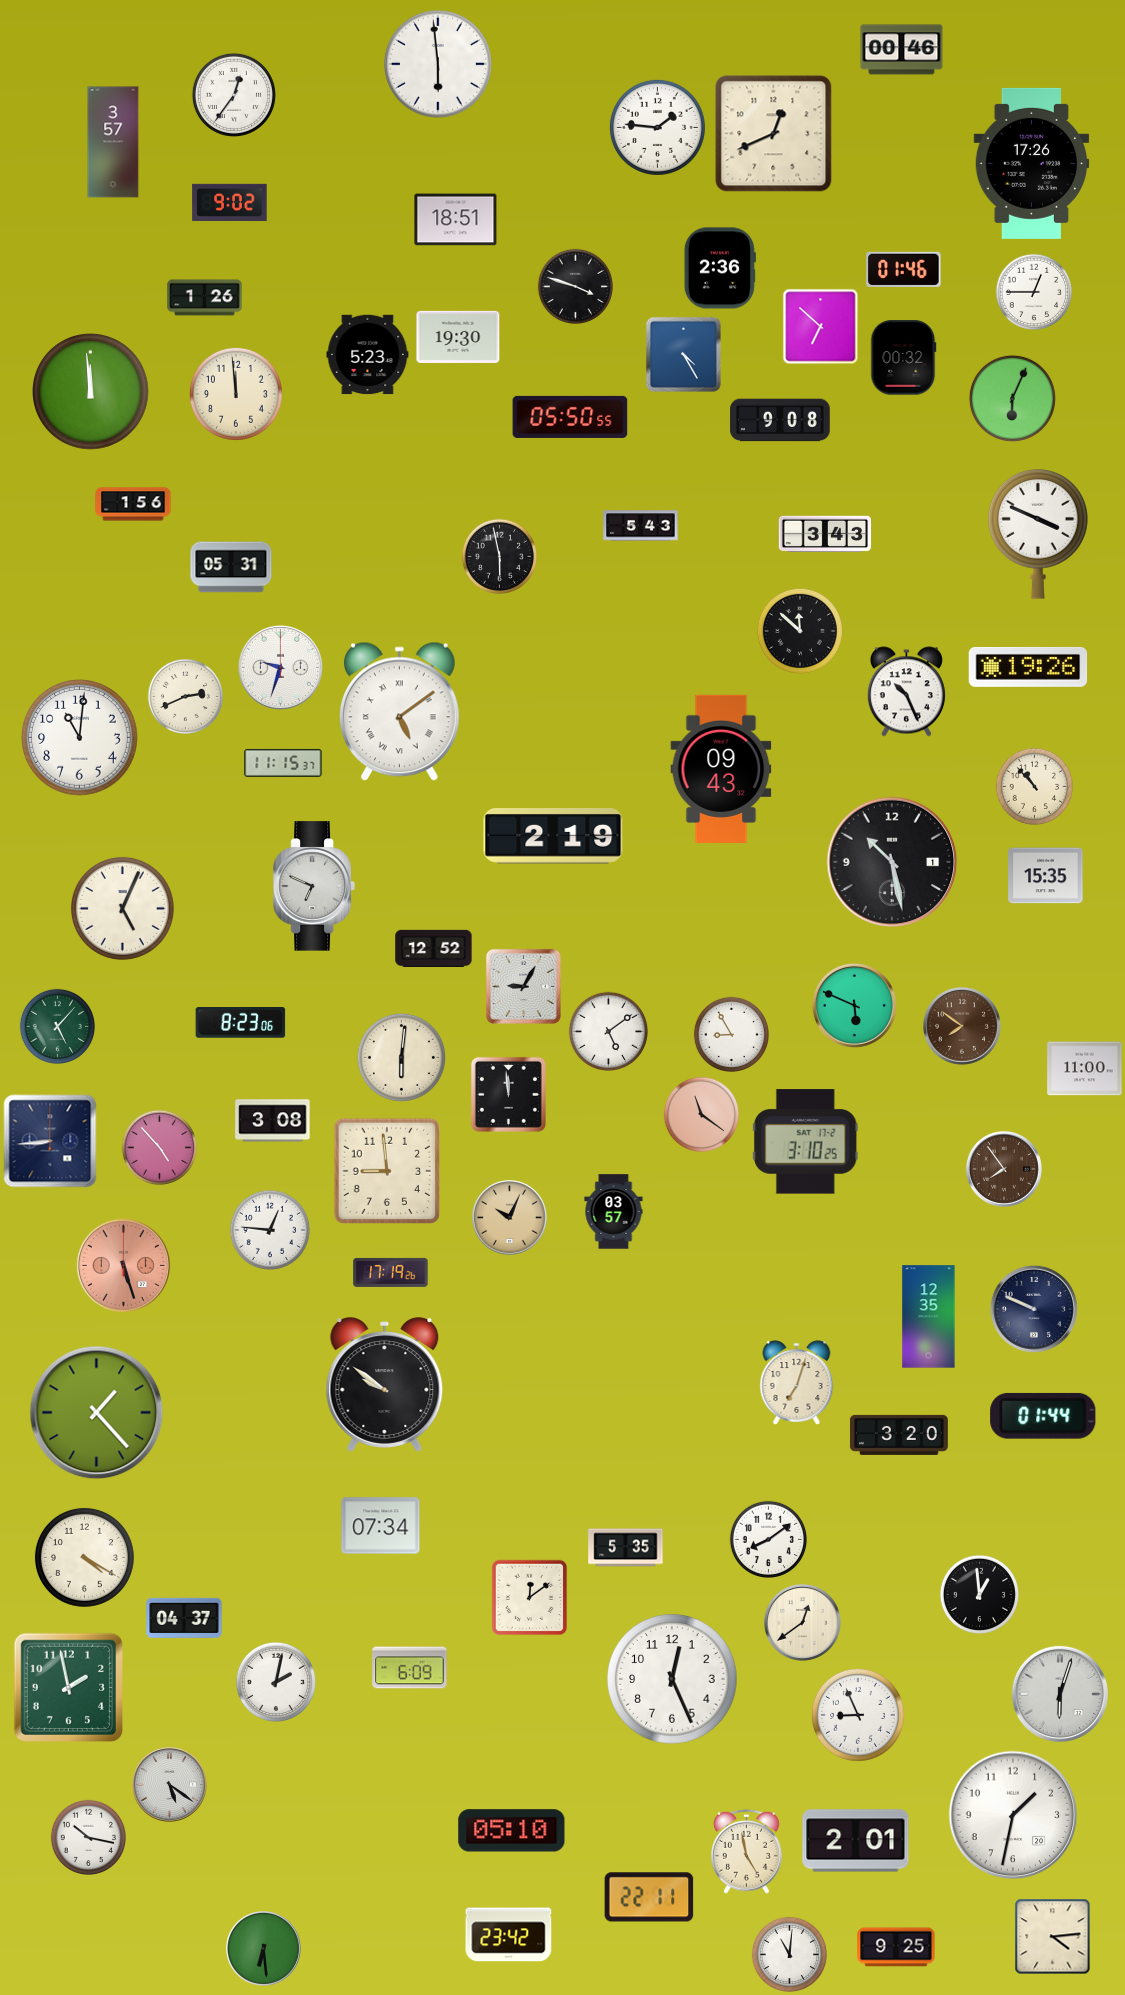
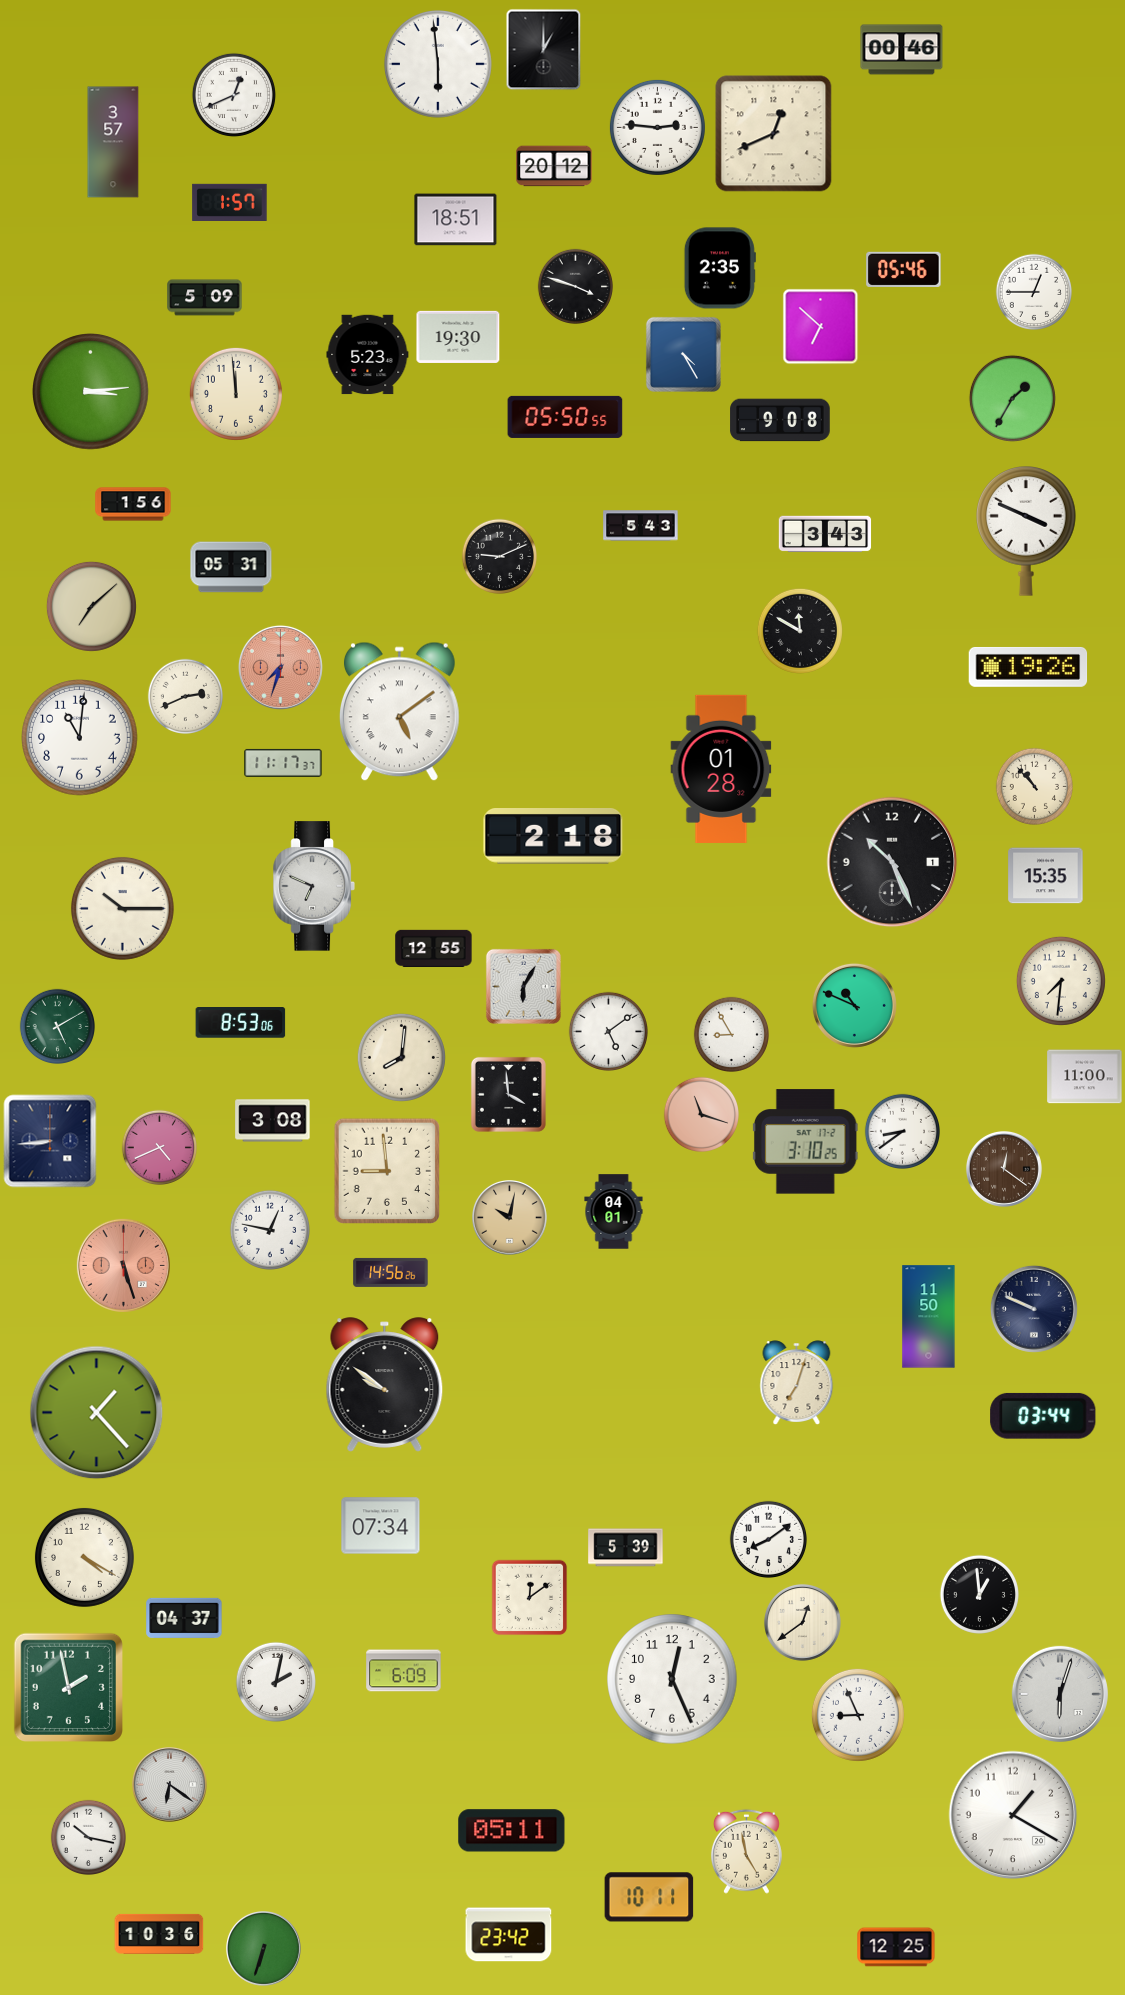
clock at (544, 50): none -> 1:00
clock at (234, 95): 12:36 -> 12:41
clock at (657, 127): 1:46 -> 2:46
clock at (1032, 163): 17:26 -> none
clock at (554, 166): none -> 20:12
clock at (230, 202): 9:02 -> 1:57
clock at (720, 268): 2:36 -> 2:35
clock at (904, 269): 01:46 -> 05:46
clock at (205, 298): 1:26 -> 5:09
clock at (904, 358): 00:32 -> none
clock at (91, 392): 11:59 -> 3:14
clock at (1012, 398): 6:04 -> 1:35
clock at (570, 417) position: (570, 417) -> (565, 417)
clock at (1038, 534) position: (1038, 534) -> (1026, 531)
clock at (499, 556): 5:58 -> 9:11
clock at (91, 606): none -> 7:08
clock at (800, 631): 11:52 -> 11:50
clock at (280, 667): 9:33 -> 7:33
clock at (280, 667) dial: white -> salmon
clock at (906, 692): 10:26 -> none
clock at (283, 763): 11:15 -> 11:17
clock at (721, 769): 09:43 -> 01:28
clock at (553, 837): 2:19 -> 2:18
clock at (892, 862): 10:28 -> 10:26
clock at (122, 908): 5:04 -> 10:15
clock at (434, 948): 12:52 -> 12:55
clock at (1061, 981): none -> 7:31
clock at (523, 986): 9:05 -> 6:05
clock at (854, 1005): 5:49 -> 10:49
clock at (241, 1023): 8:23 -> 8:53
clock at (57, 1026): 5:07 -> 5:10
clock at (962, 1026): 7:51 -> none
clock at (401, 1057): 6:01 -> 8:01
clock at (1085, 1069) position: (1085, 1069) -> (1085, 1077)
clock at (508, 1094): 11:59 -> 3:59
clock at (701, 1114): 11:21 -> 11:18
clock at (902, 1131): none -> 8:39
clock at (159, 1147): 4:53 -> 4:41
clock at (1004, 1169): 7:54 -> 12:21
clock at (614, 1212): 03:57 -> 04:01
clock at (510, 1218): 10:04 -> 10:02
clock at (270, 1230): 12:46 -> 12:47
clock at (391, 1272): 17:19 -> 14:56
clock at (929, 1317): 12:35 -> 11:50
clock at (1043, 1416): 01:44 -> 03:44
clock at (899, 1435): 3:20 -> none
clock at (626, 1548): 5:35 -> 5:39
clock at (410, 1668) position: (410, 1668) -> (404, 1671)
clock at (170, 1785): 5:21 -> 6:21
clock at (1013, 1815): 1:32 -> 1:20
clock at (512, 1831): 05:10 -> 05:11
clock at (856, 1841): 2:01 -> none
clock at (649, 1897): 22:11 -> 10:11
clock at (159, 1934): none -> 10:36
clock at (1053, 1937): 4:14 -> none
clock at (896, 1947): 9:25 -> 12:25
clock at (264, 1949): 6:29 -> 6:33
clock at (789, 1954): 11:01 -> none
